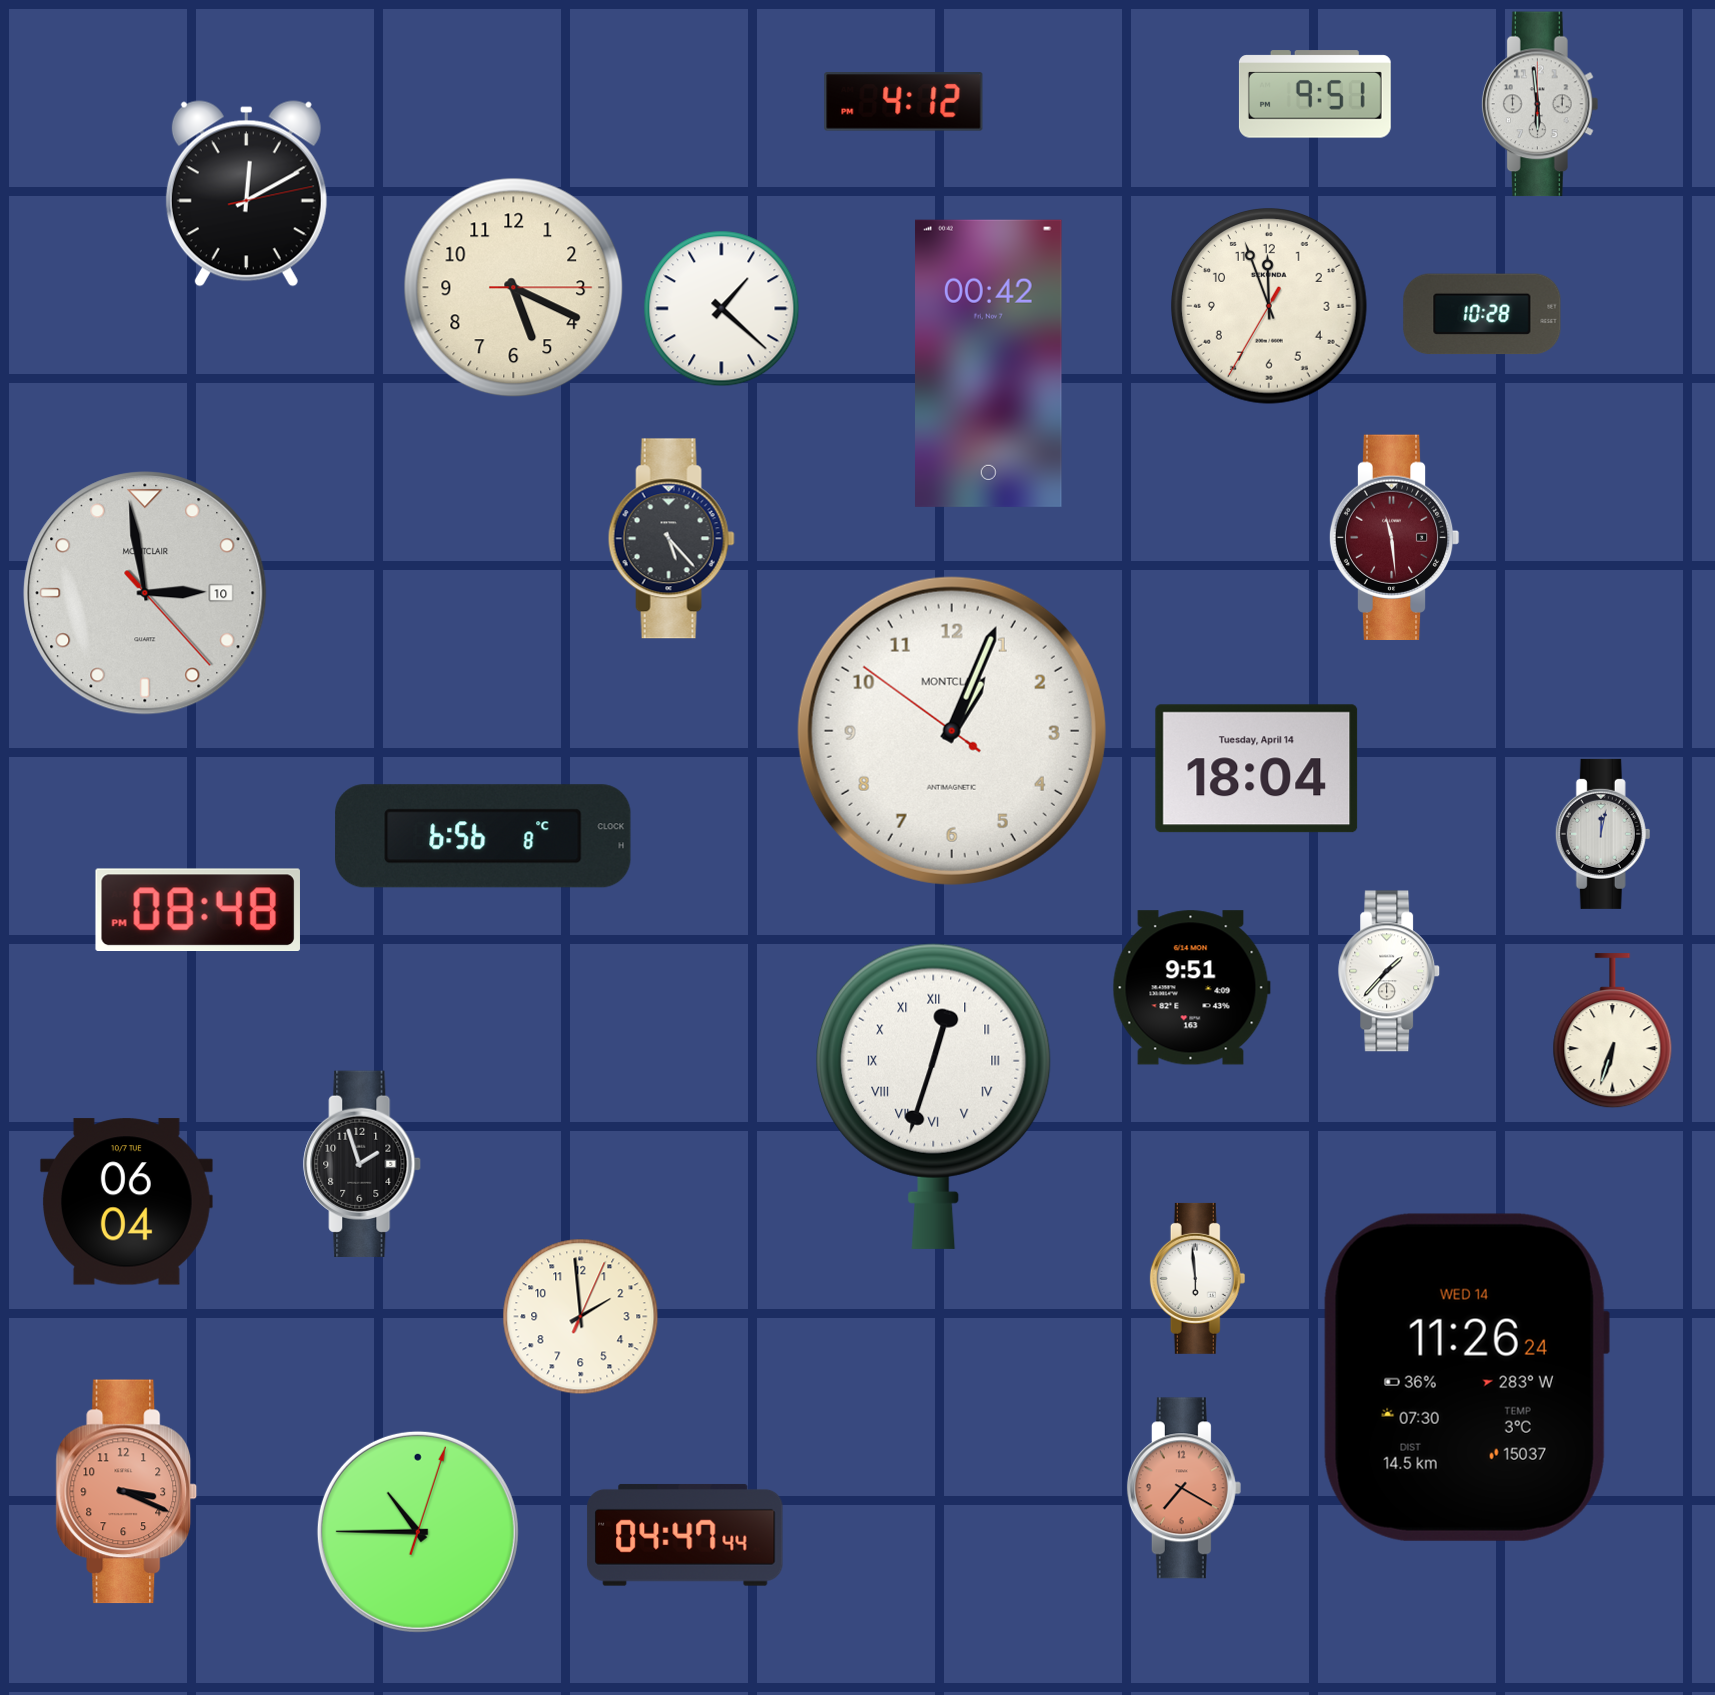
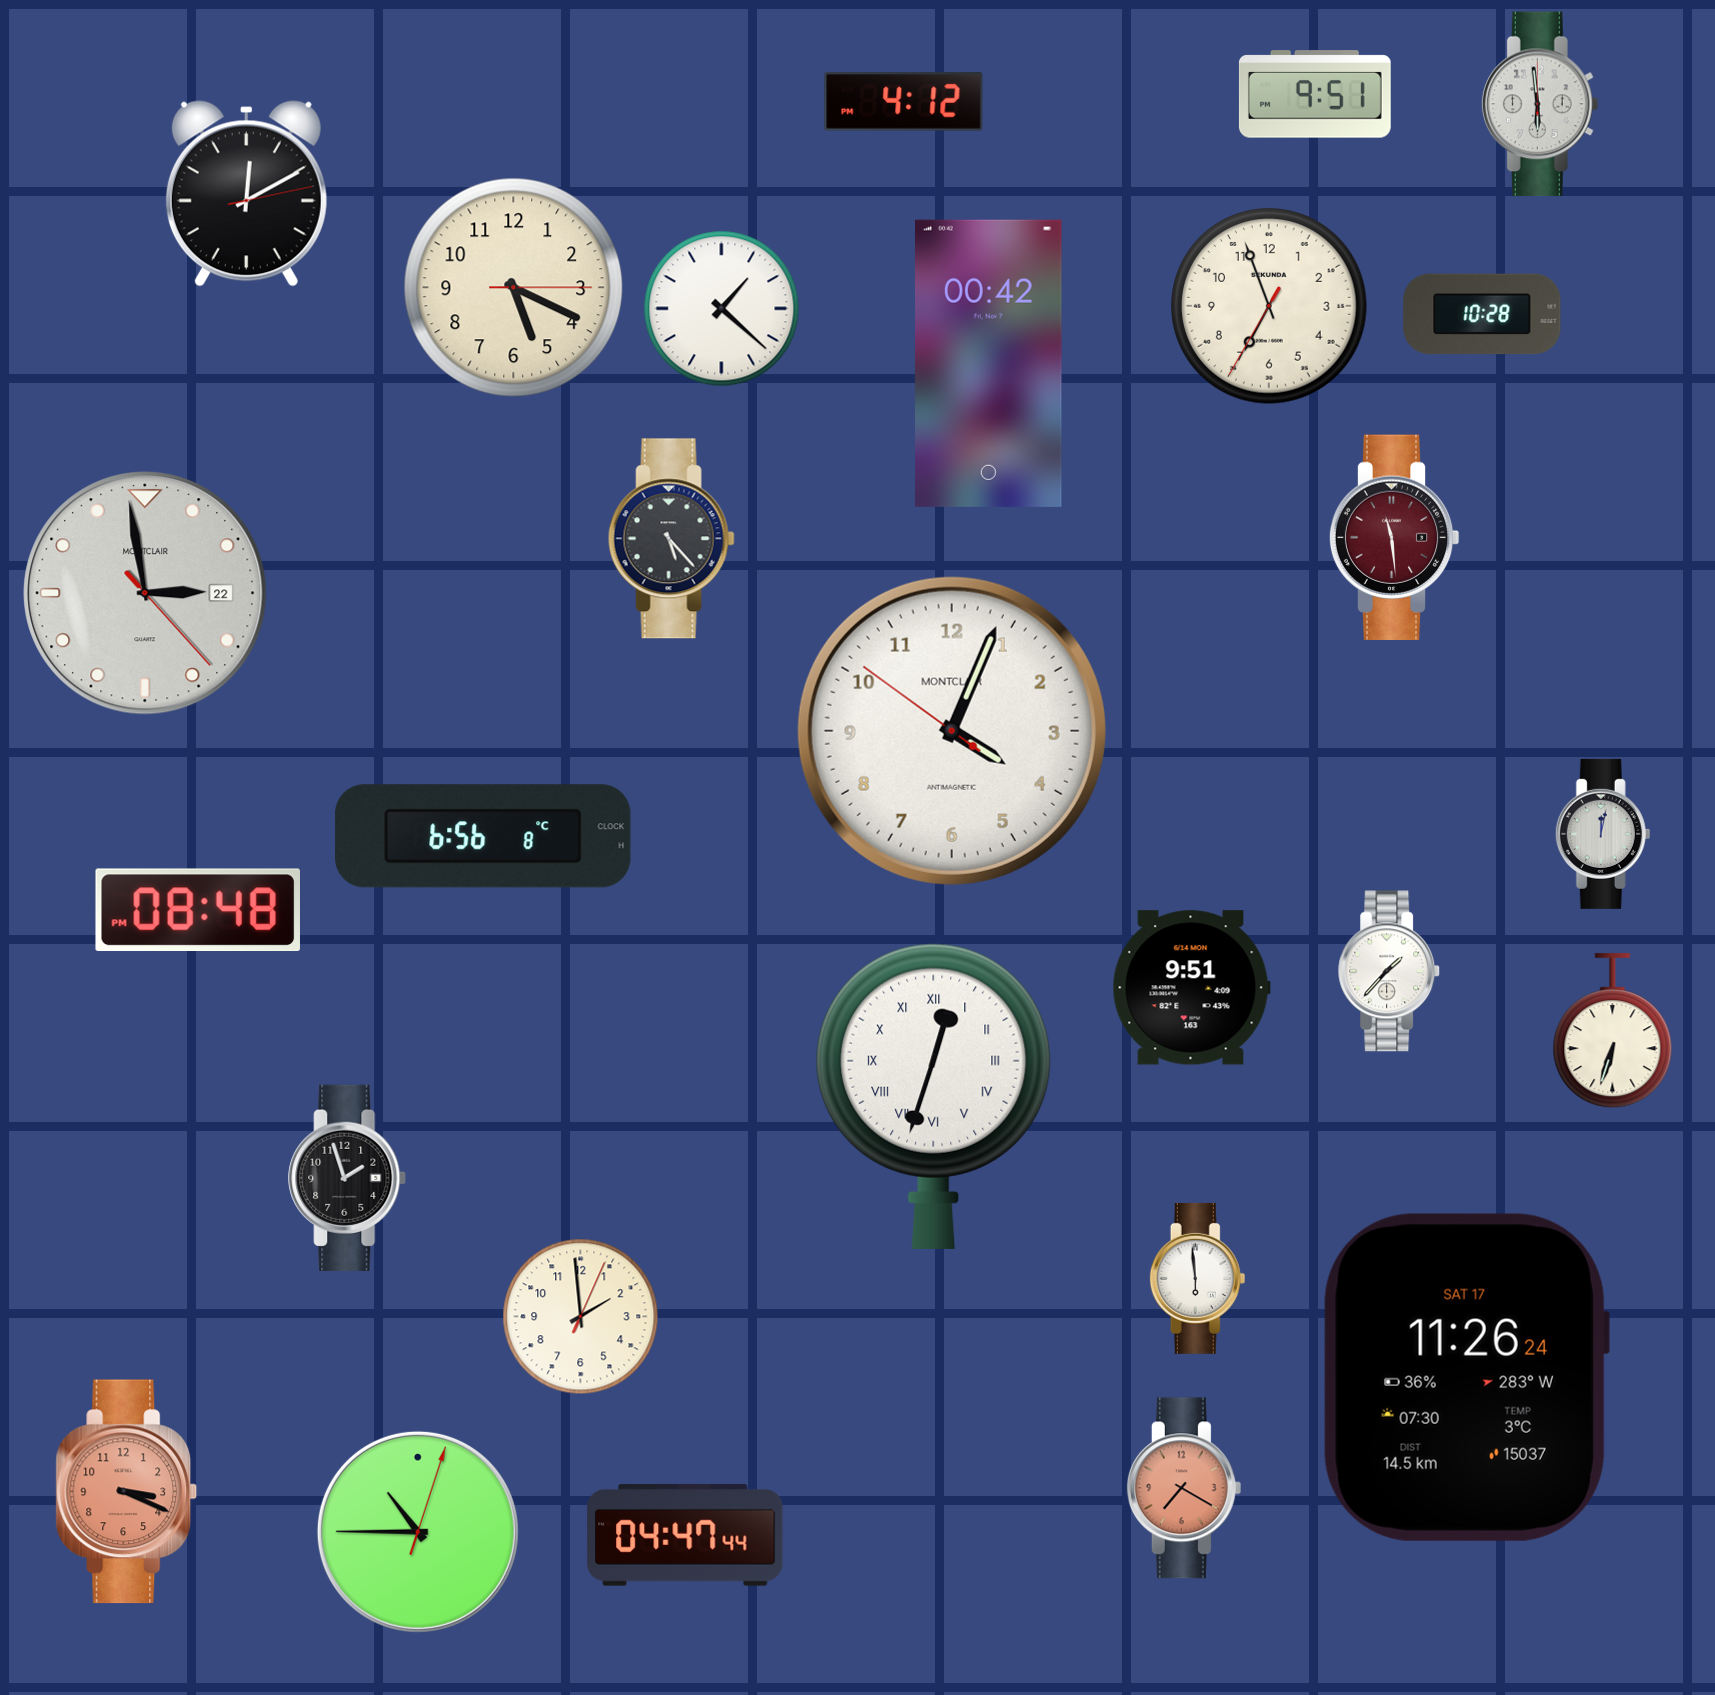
clock at (1270, 307): 11:56 -> 6:56
clock at (145, 593) date: 10 -> 22
clock at (952, 731): 1:03 -> 4:03
clock at (1257, 769): 18:04 -> none
clock at (363, 1164) position: (363, 1164) -> (348, 1178)
clock at (126, 1202): 06:04 -> none
clock at (1466, 1377) date: WED 14 -> SAT 17
